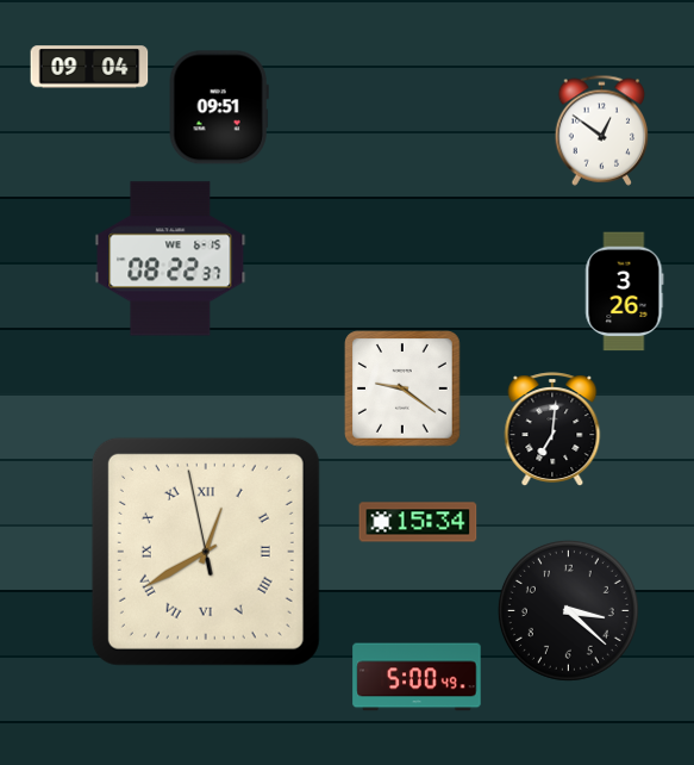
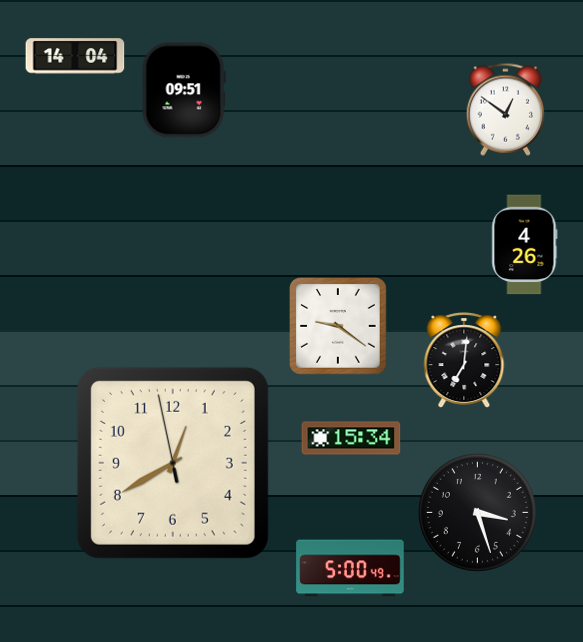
clock at (89, 67): 09:04 -> 14:04
clock at (170, 259): 08:22 -> none
clock at (625, 292): 3:26 -> 4:26
clock at (206, 552) numerals: Roman -> Arabic
clock at (568, 610): 3:22 -> 3:27
